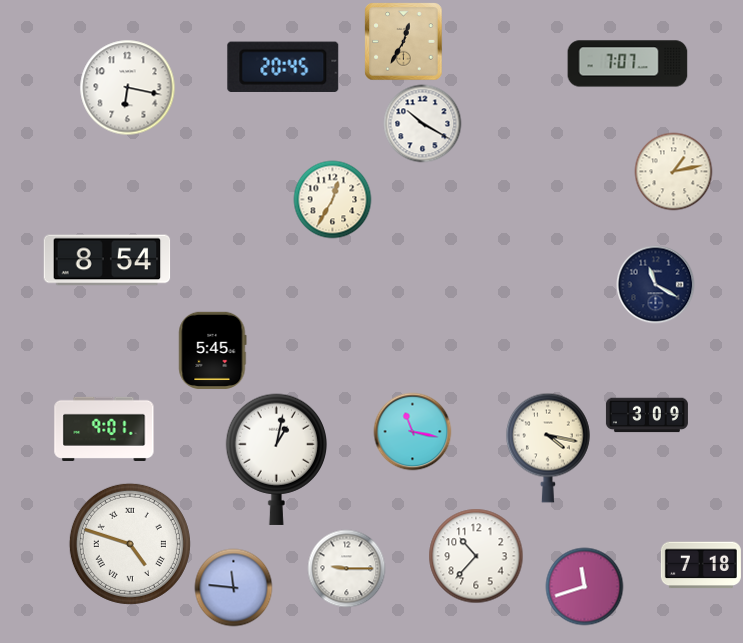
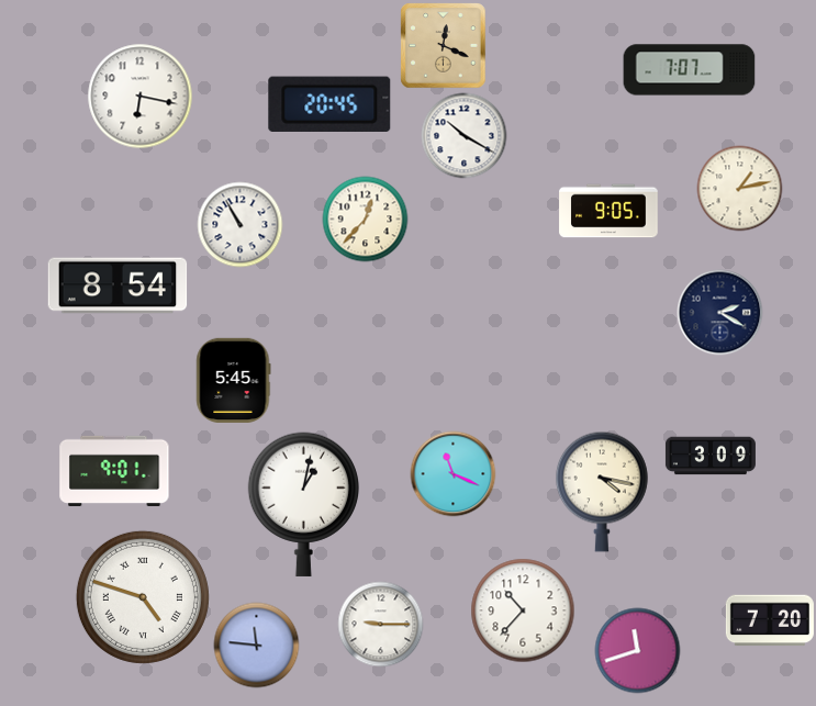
clock at (403, 41): 12:35 -> 12:19
clock at (283, 67) position: (283, 67) -> (329, 104)
clock at (608, 211): none -> 9:05
clock at (332, 199): 12:35 -> 12:37
clock at (239, 224): none -> 10:55
clock at (655, 284): 11:20 -> 2:20
clock at (213, 350) position: (213, 350) -> (234, 380)
clock at (412, 431): 11:17 -> 11:19
clock at (701, 565): 7:18 -> 7:20
clock at (584, 586) position: (584, 586) -> (637, 650)
